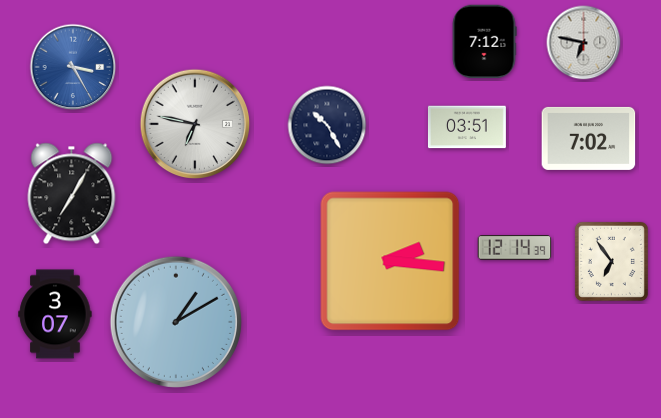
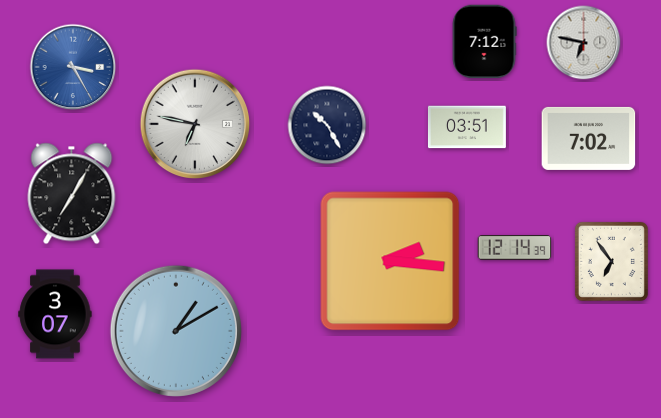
clock at (176, 322) position: (176, 322) -> (176, 331)
